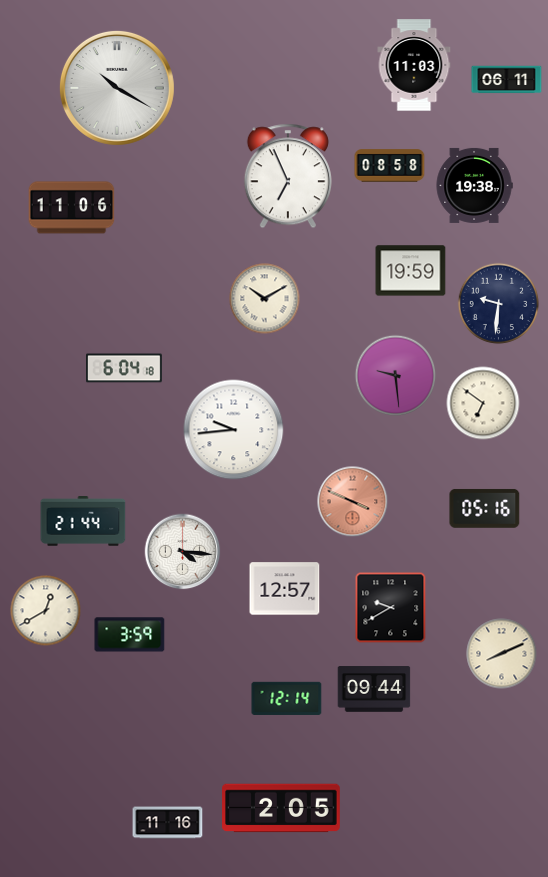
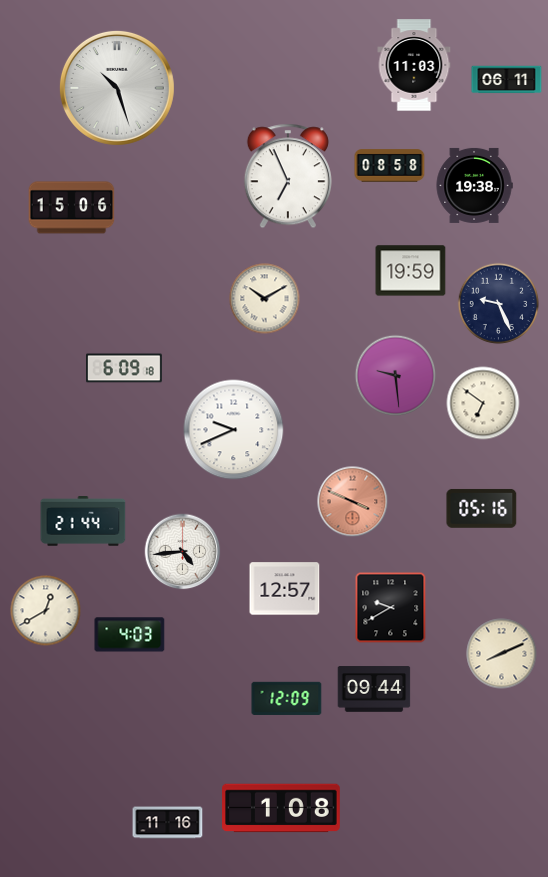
clock at (117, 88): 10:20 -> 10:27
clock at (72, 208): 11:06 -> 15:06
clock at (499, 304): 9:31 -> 9:26
clock at (125, 368): 6:04 -> 6:09
clock at (234, 430): 9:44 -> 9:41
clock at (485, 508) position: (485, 508) -> (482, 508)
clock at (183, 552): 4:16 -> 4:44
clock at (130, 635): 3:59 -> 4:03
clock at (287, 698): 12:14 -> 12:09
clock at (281, 808): 2:05 -> 1:08
